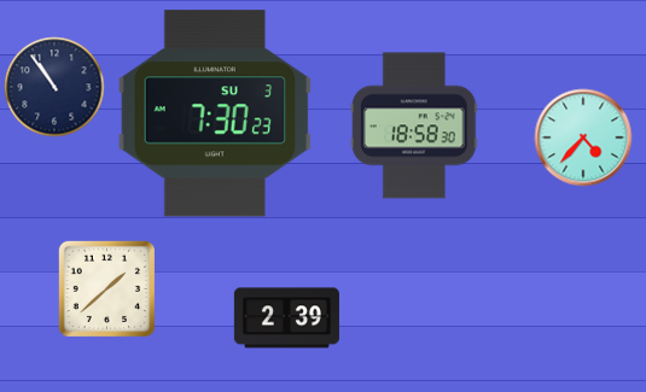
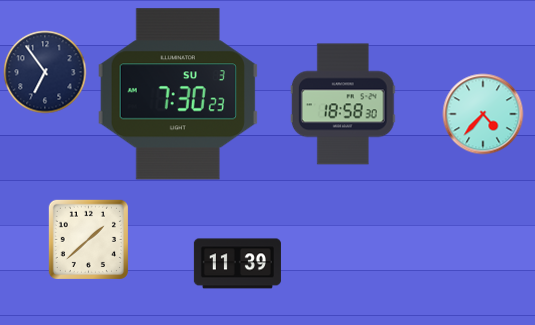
clock at (54, 87): 10:54 -> 6:54
clock at (286, 318): 2:39 -> 11:39
